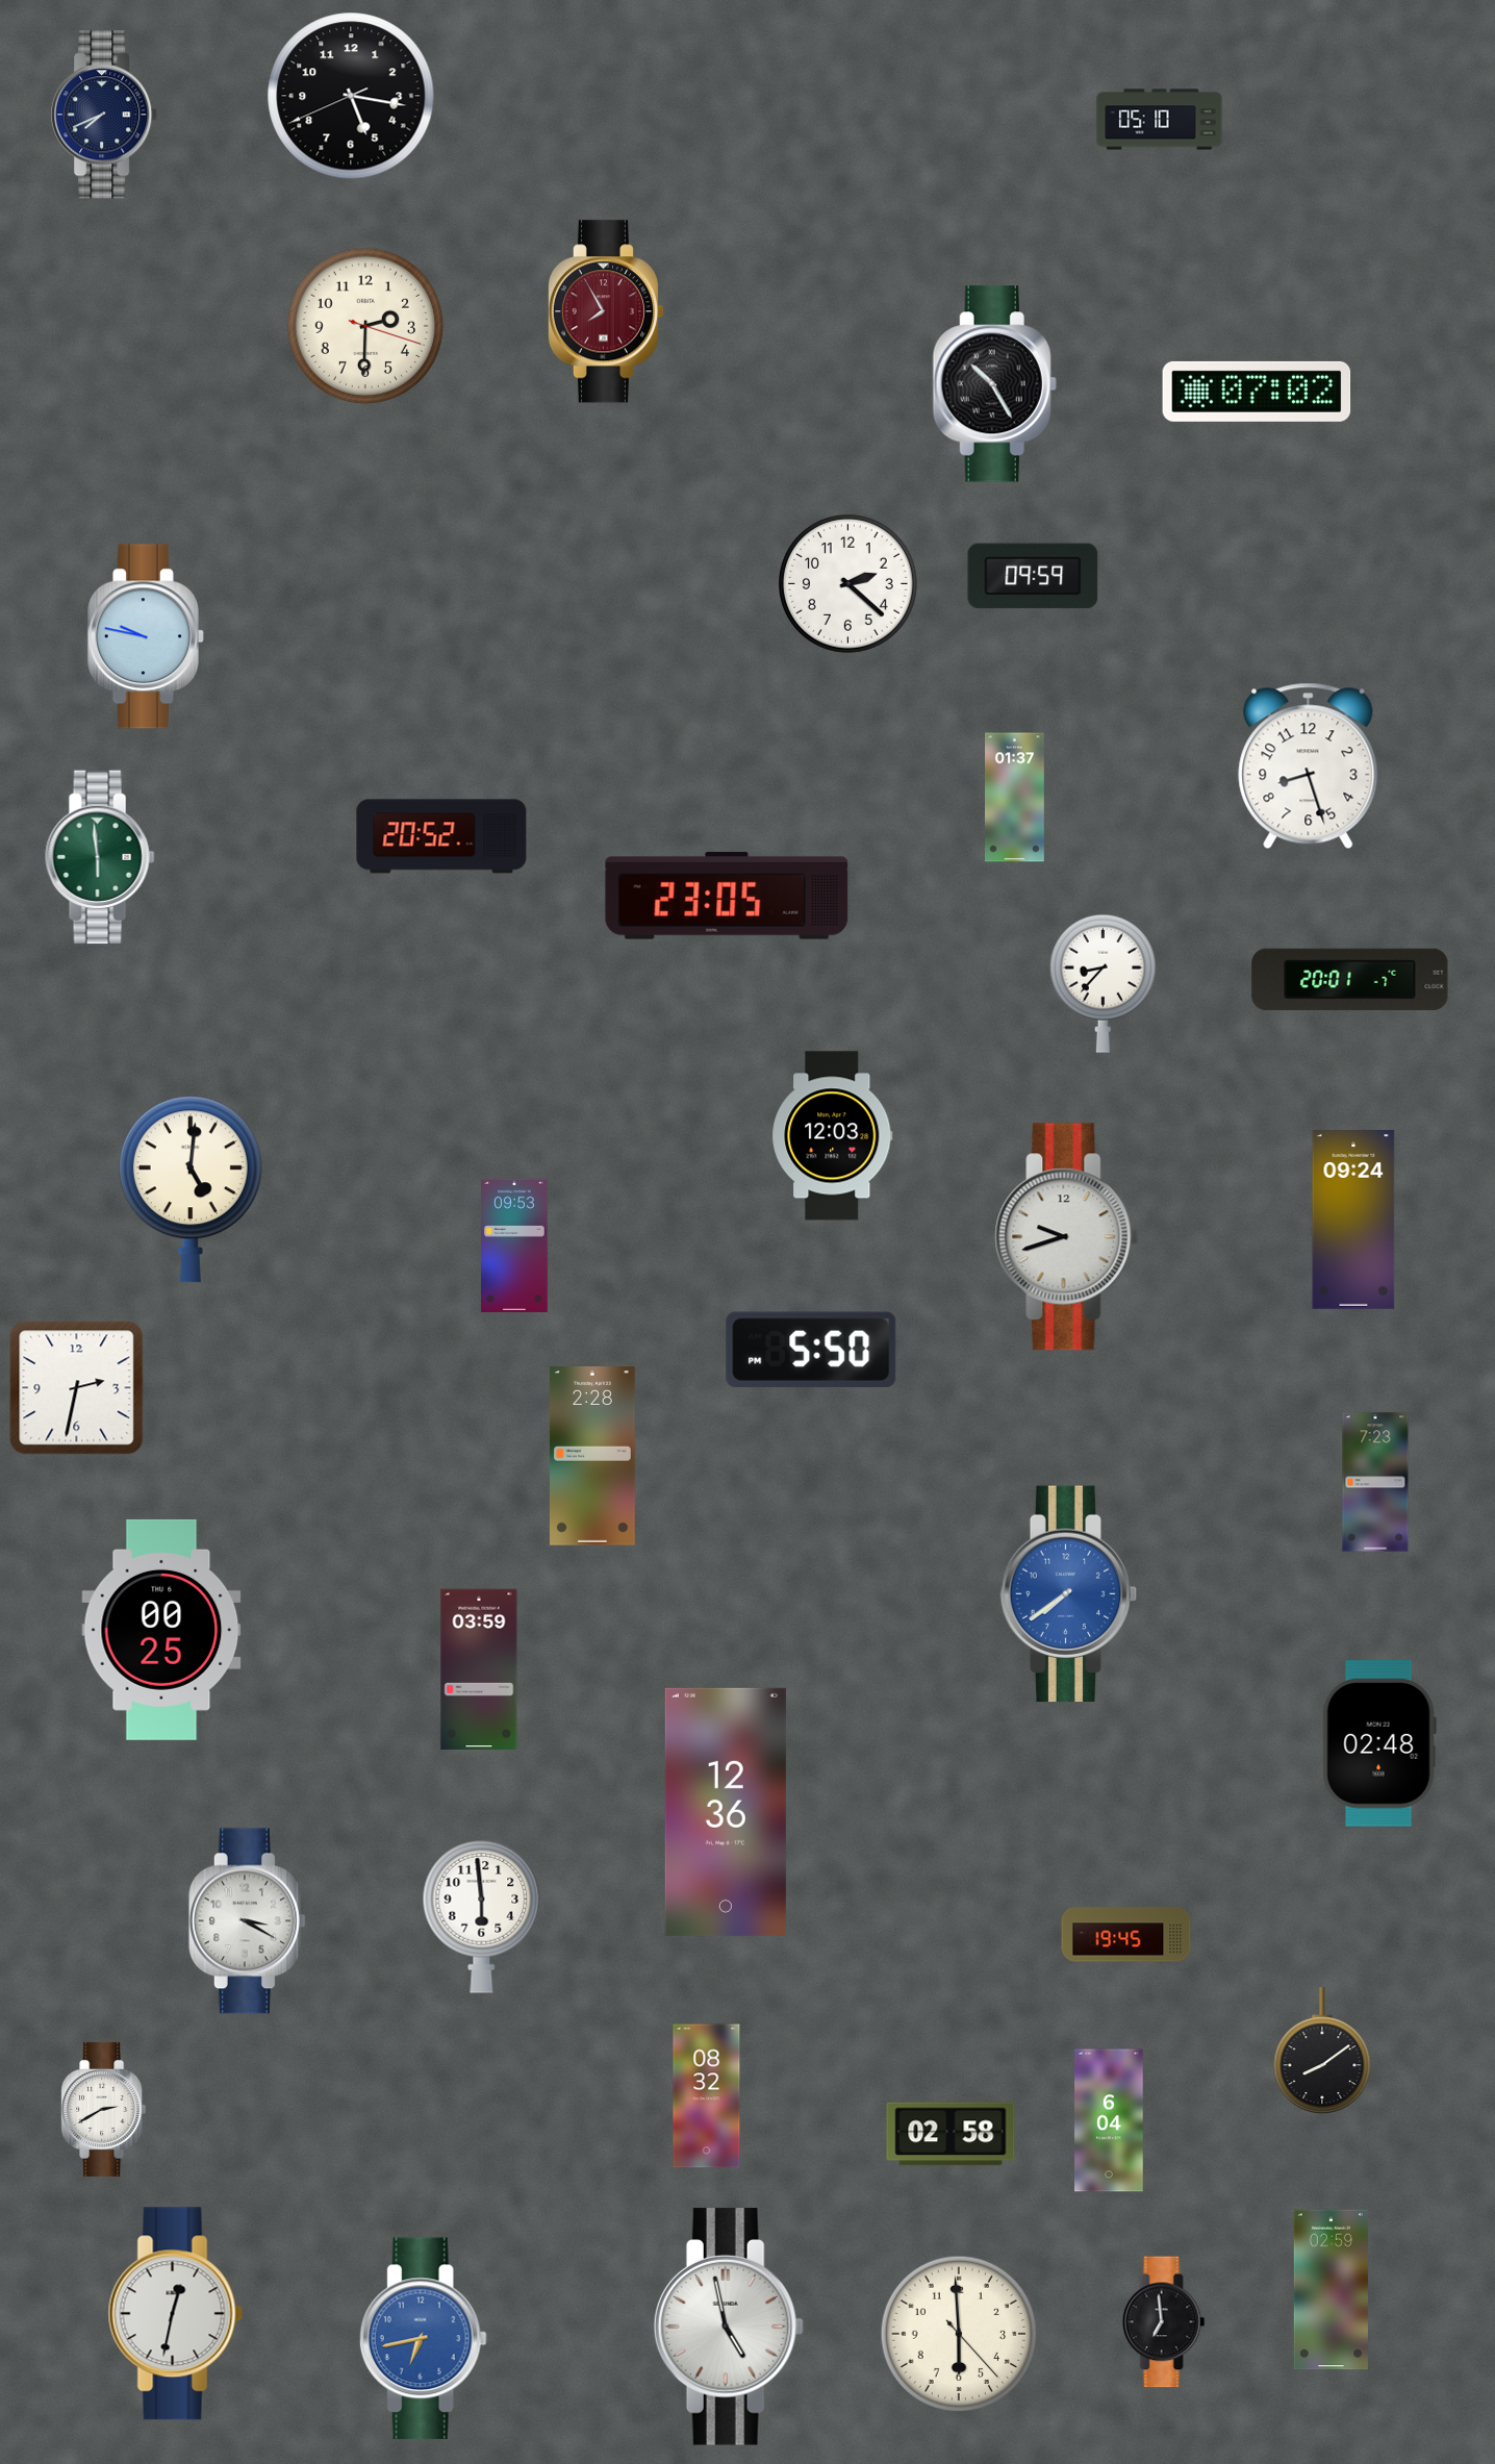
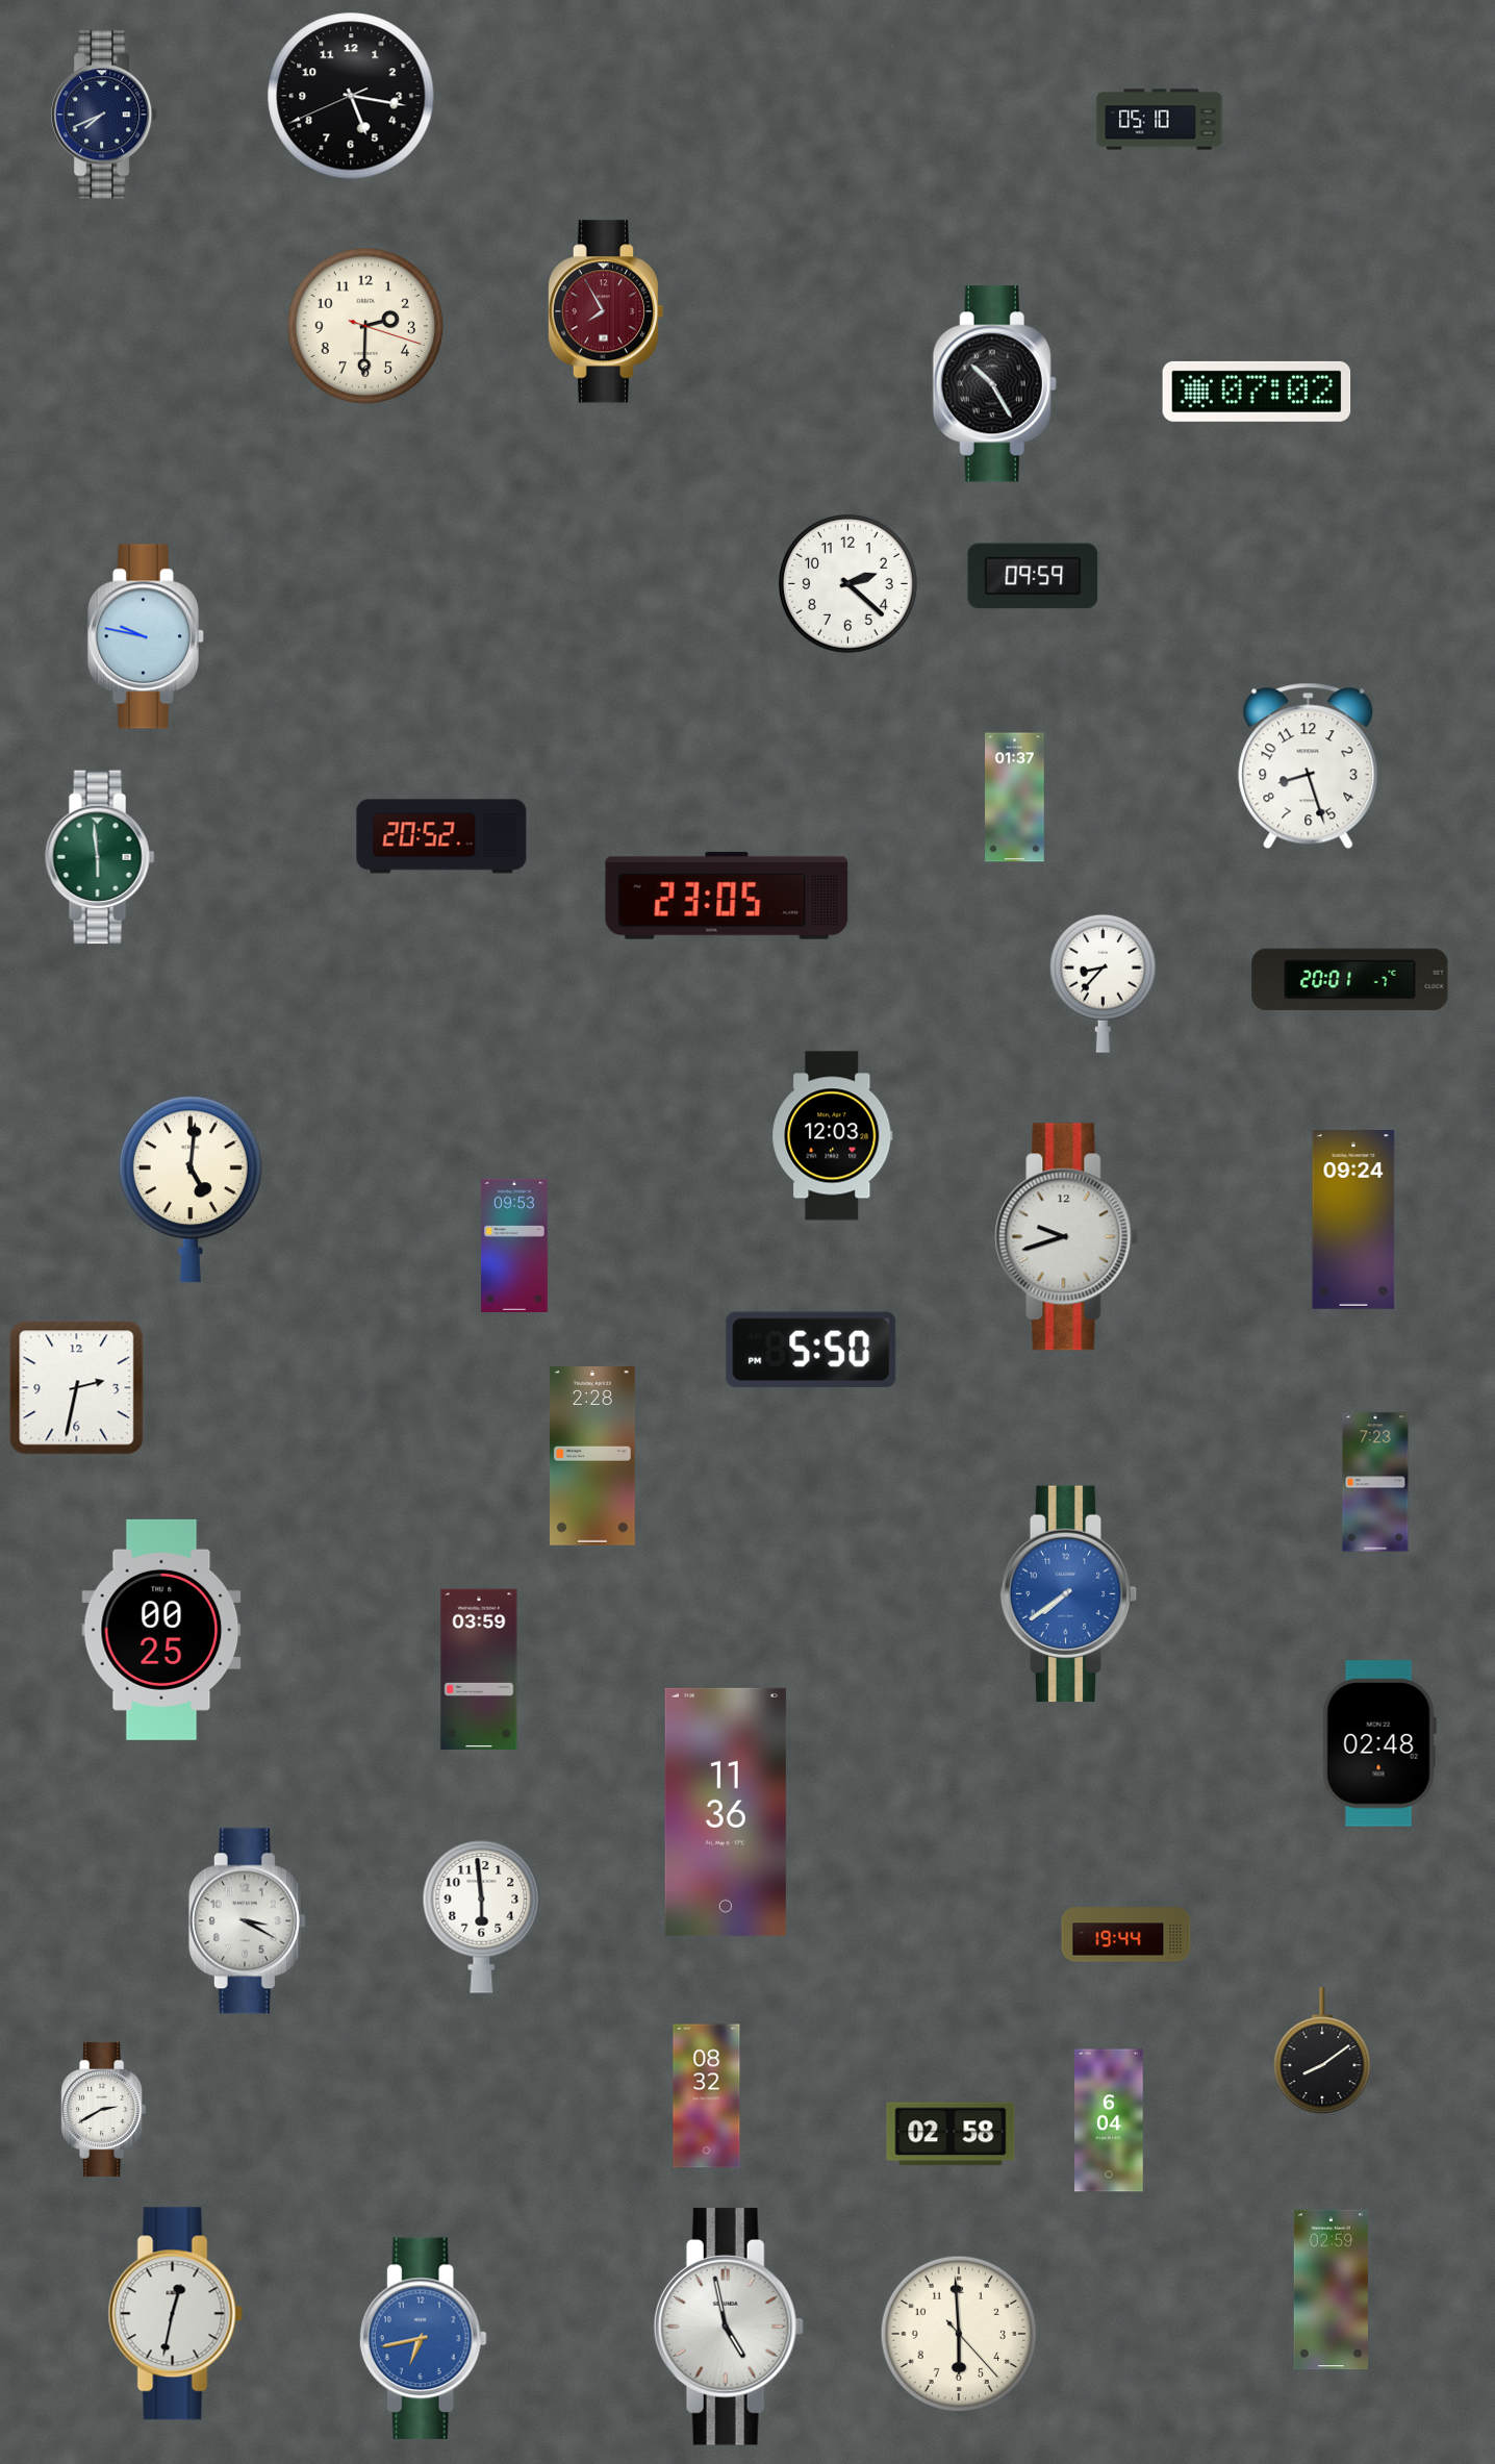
clock at (726, 1812): 12:36 -> 11:36
clock at (1126, 1935): 19:45 -> 19:44
clock at (1164, 2322): 6:59 -> none
